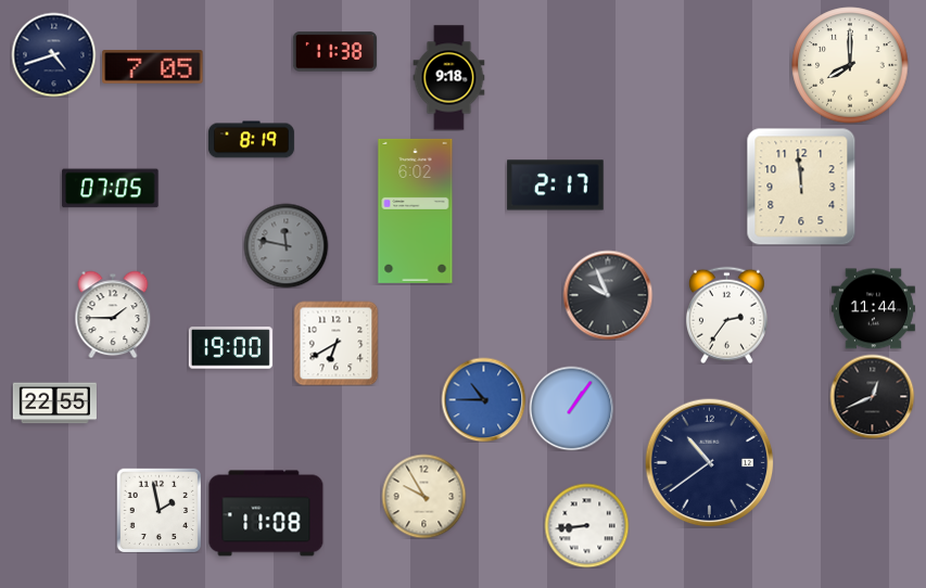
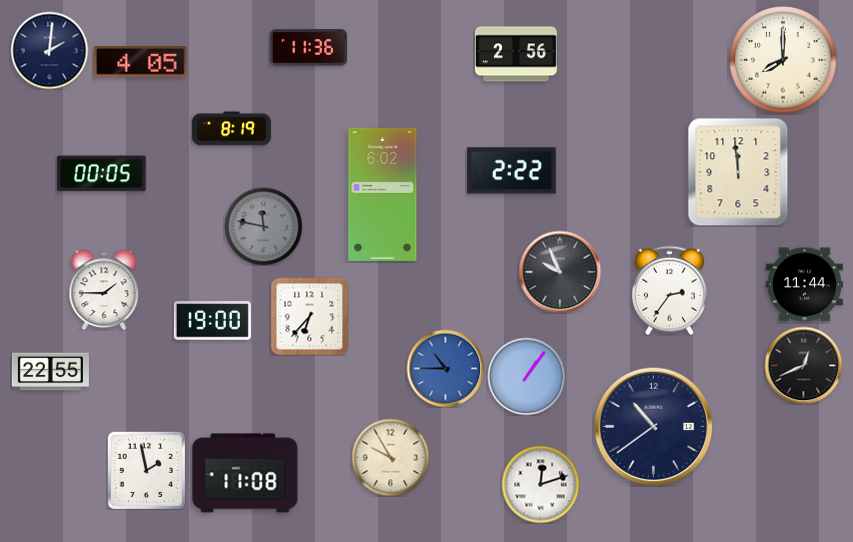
clock at (334, 52): 11:38 -> 11:36
clock at (53, 54): 4:42 -> 2:01
clock at (516, 54): none -> 2:56
clock at (153, 67): 7:05 -> 4:05
clock at (449, 78): 9:18 -> none
clock at (556, 186): 2:17 -> 2:22
clock at (111, 189): 07:05 -> 00:05
clock at (335, 343): 6:40 -> 6:37
clock at (586, 525): 8:44 -> 12:12
